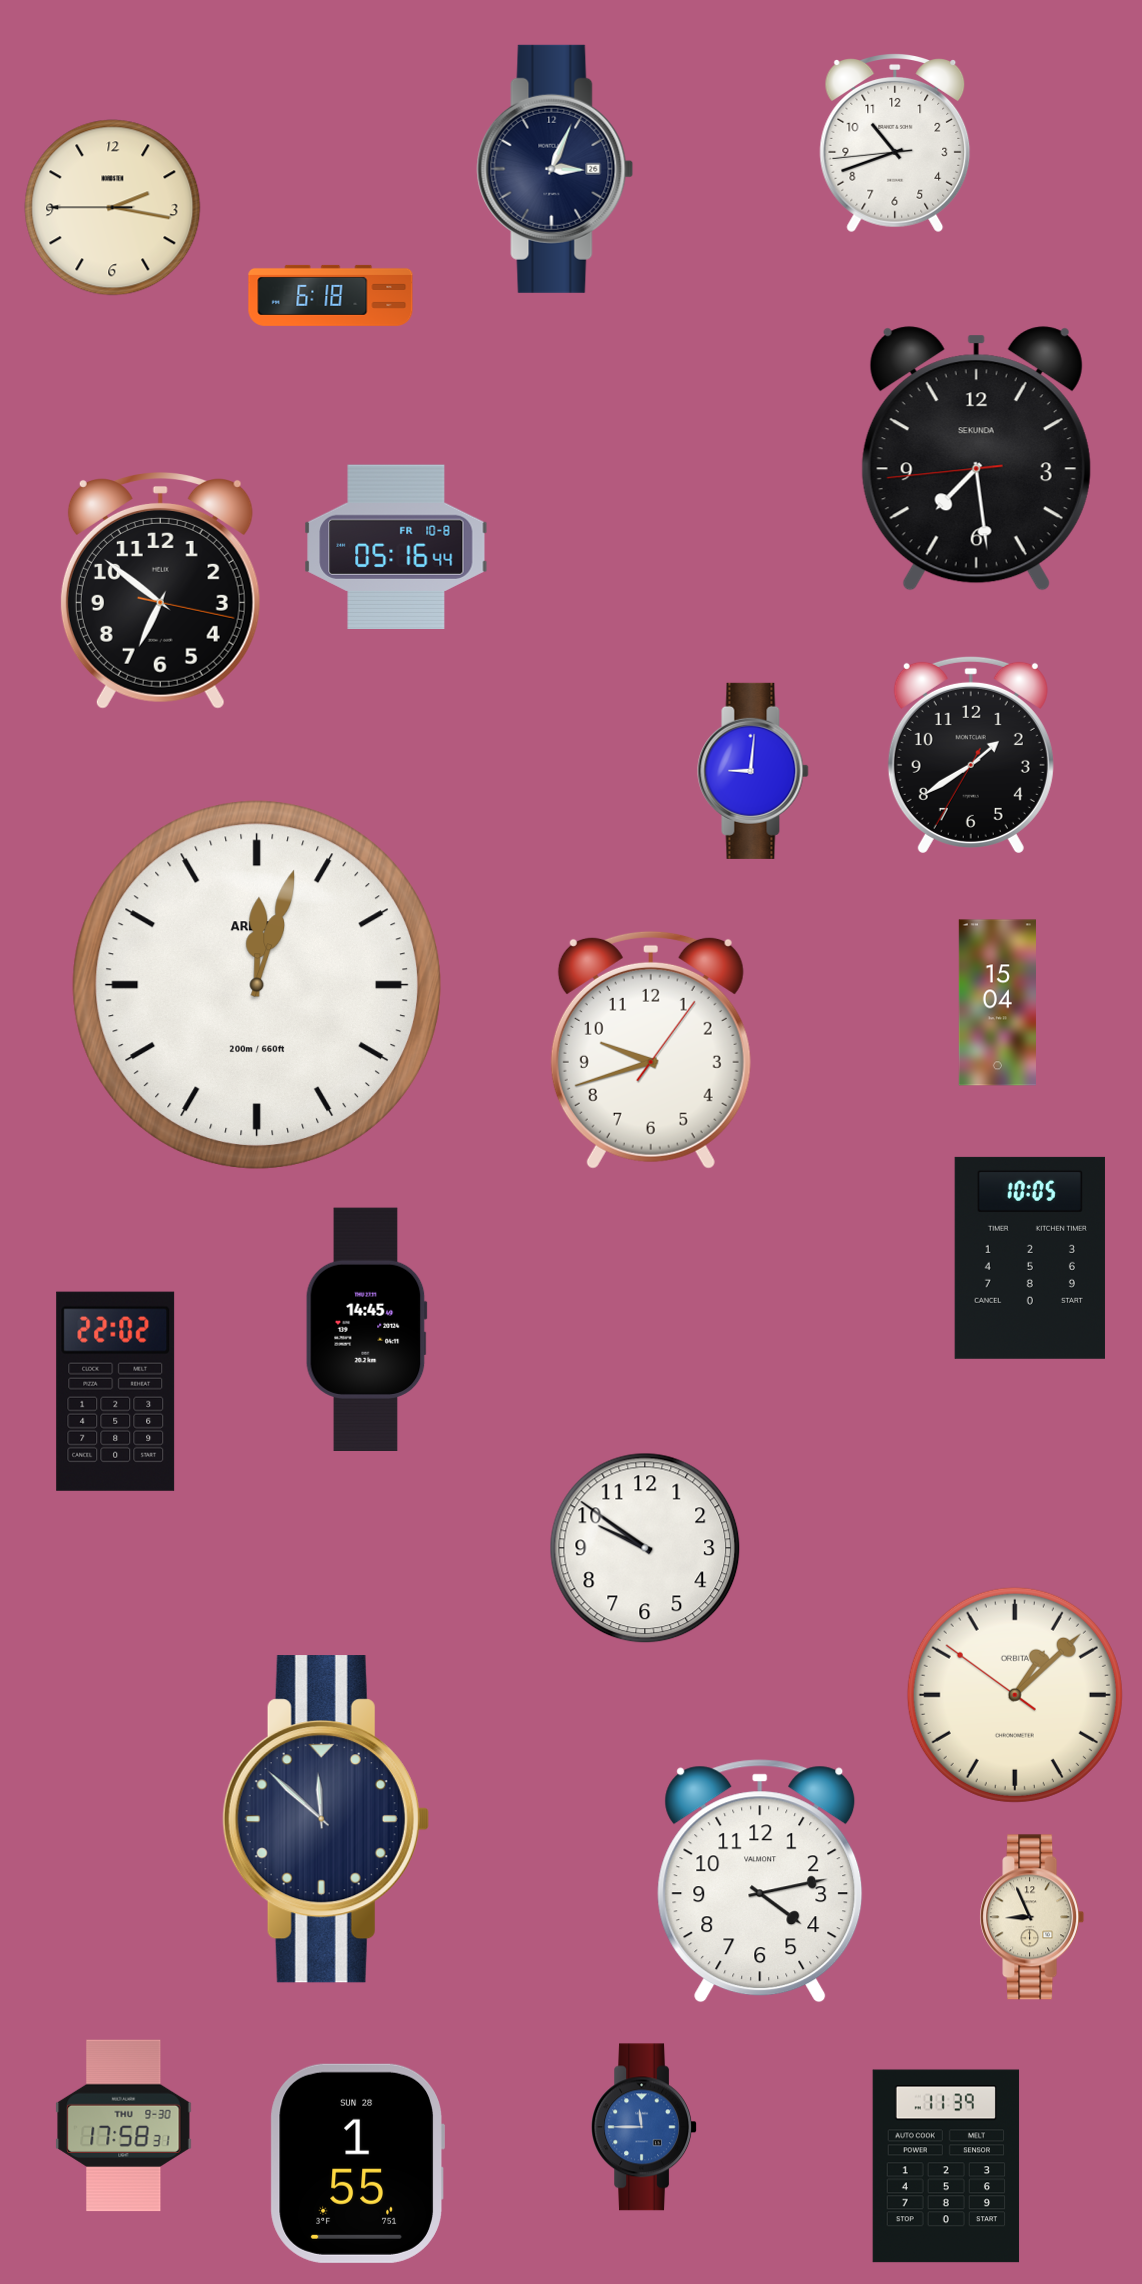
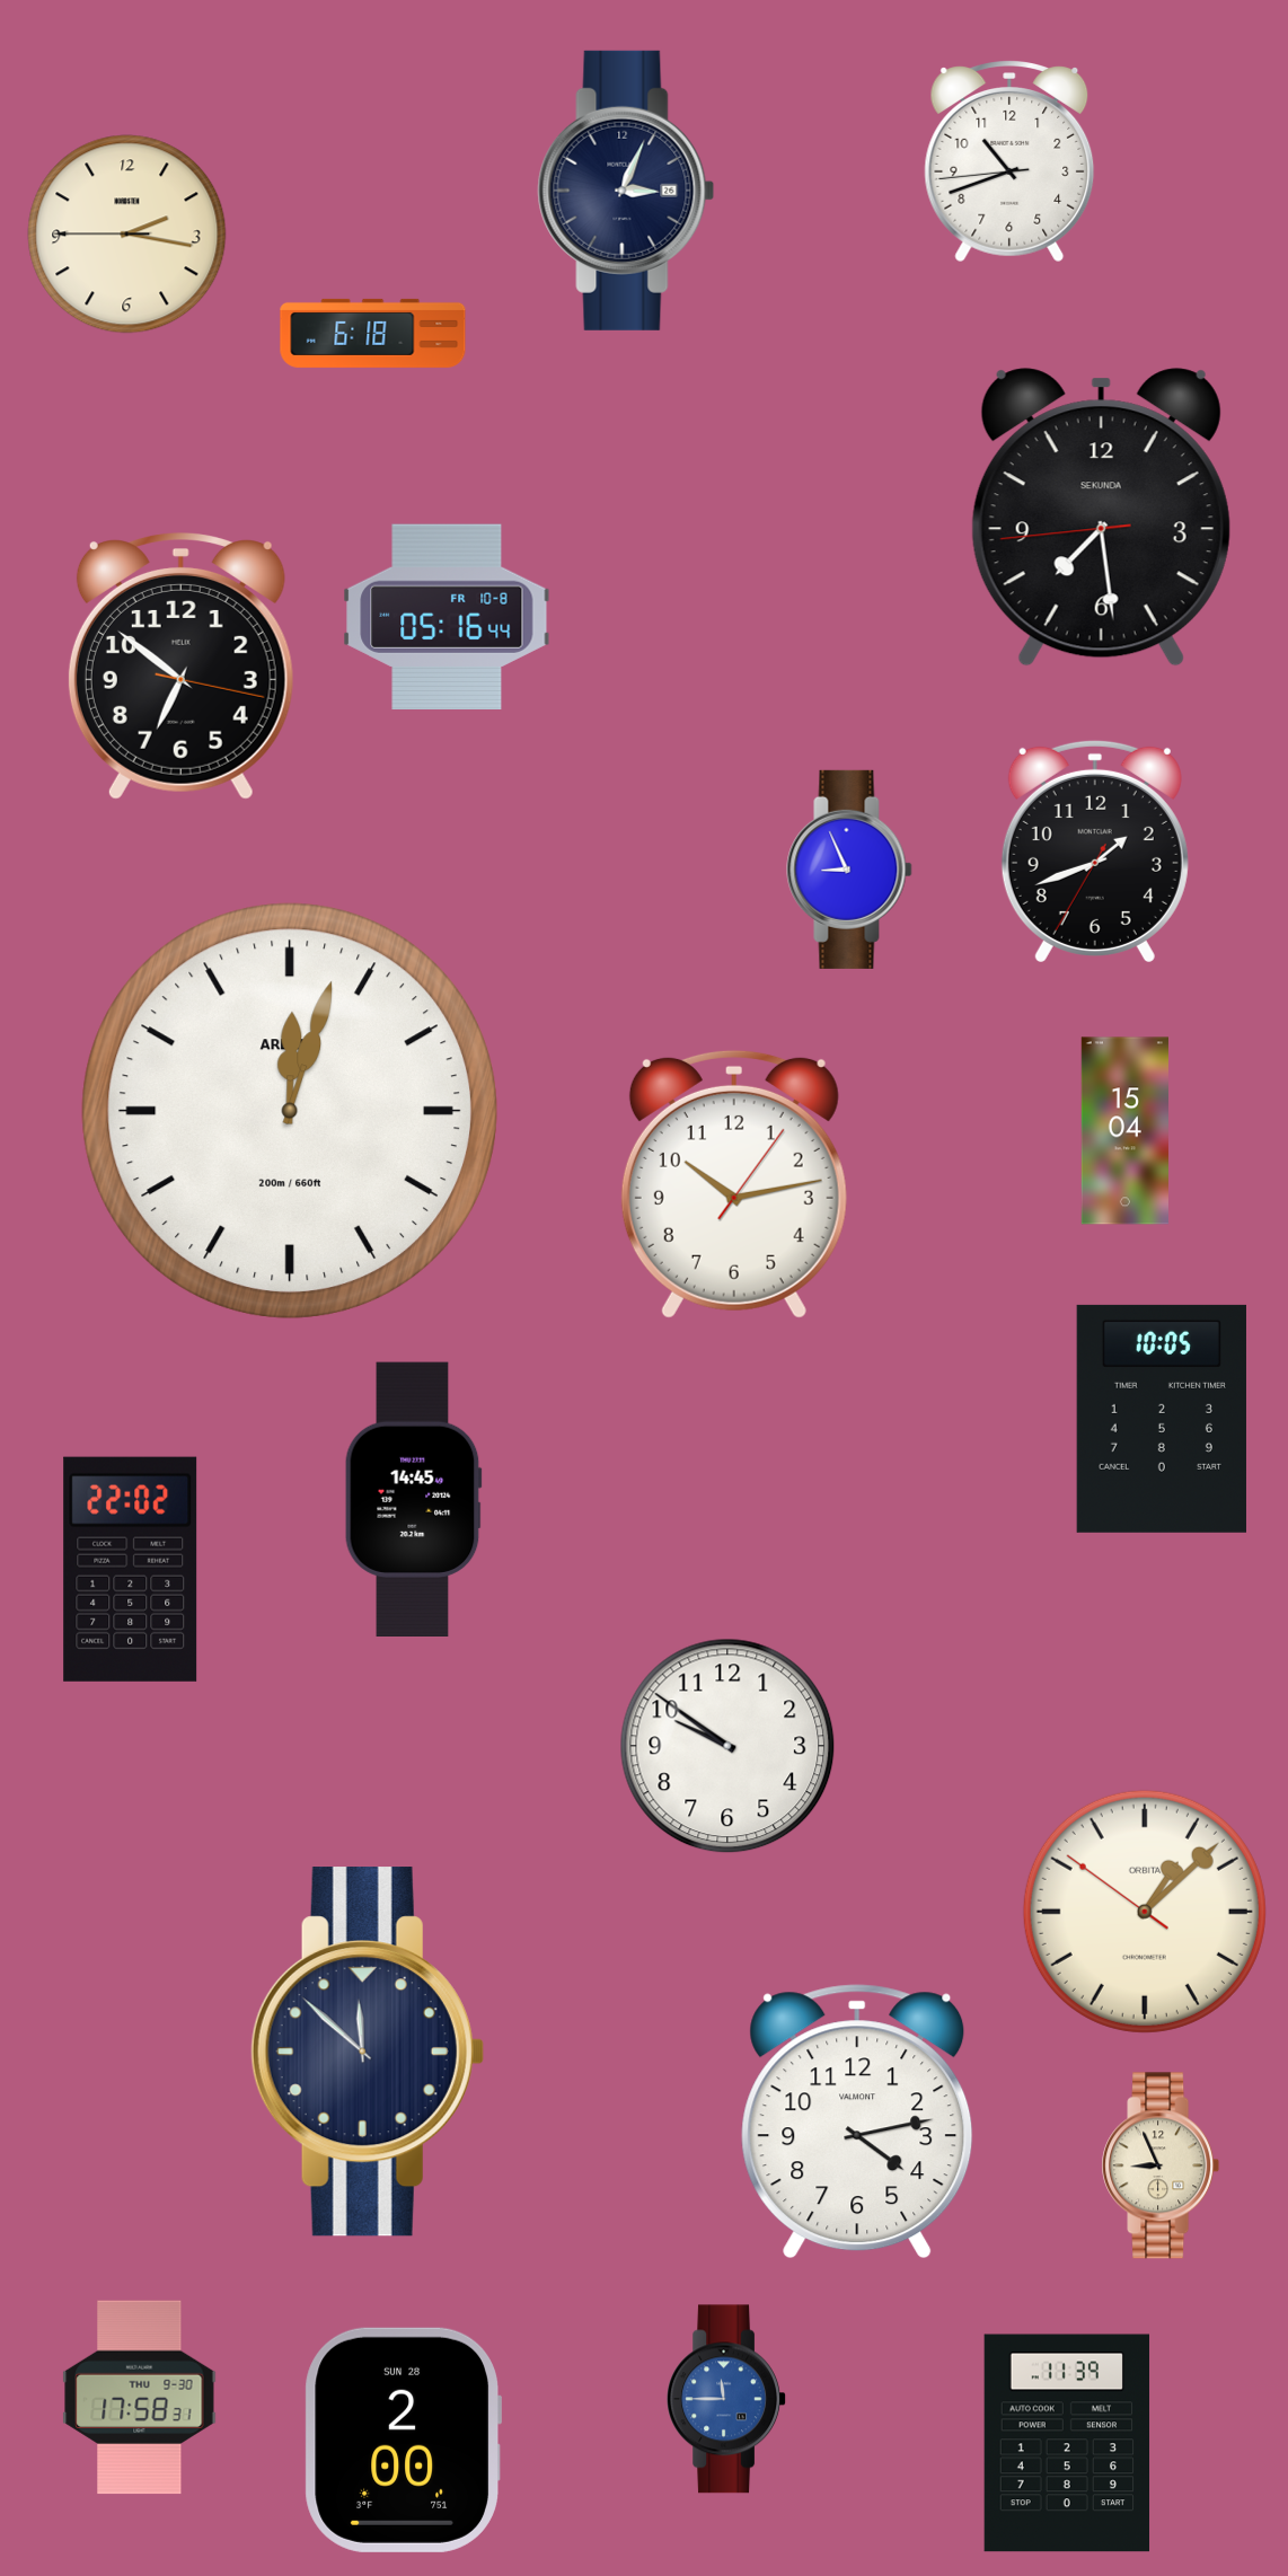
clock at (971, 755): 1:39 -> 1:41
clock at (753, 771): 9:01 -> 8:56
clock at (651, 1050): 9:42 -> 10:13
clock at (1032, 1917) position: (1032, 1917) -> (1161, 2165)
clock at (357, 2163): 1:55 -> 2:00
